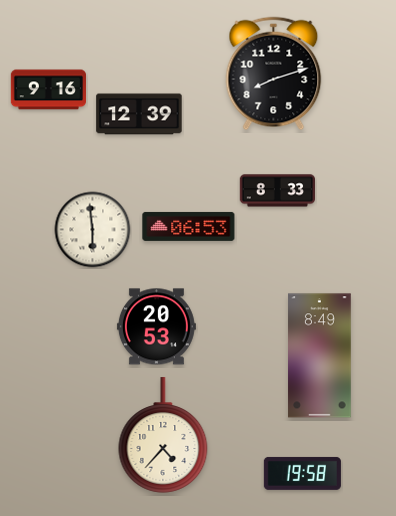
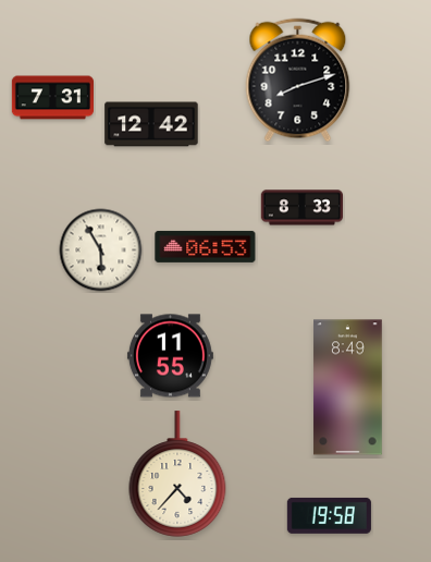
clock at (48, 90): 9:16 -> 7:31
clock at (139, 114): 12:39 -> 12:42
clock at (93, 230): 5:59 -> 5:55
clock at (156, 327): 20:53 -> 11:55
